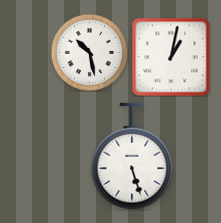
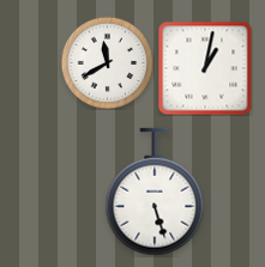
clock at (89, 52): 10:28 -> 11:40
clock at (132, 156) position: (132, 156) -> (155, 192)
